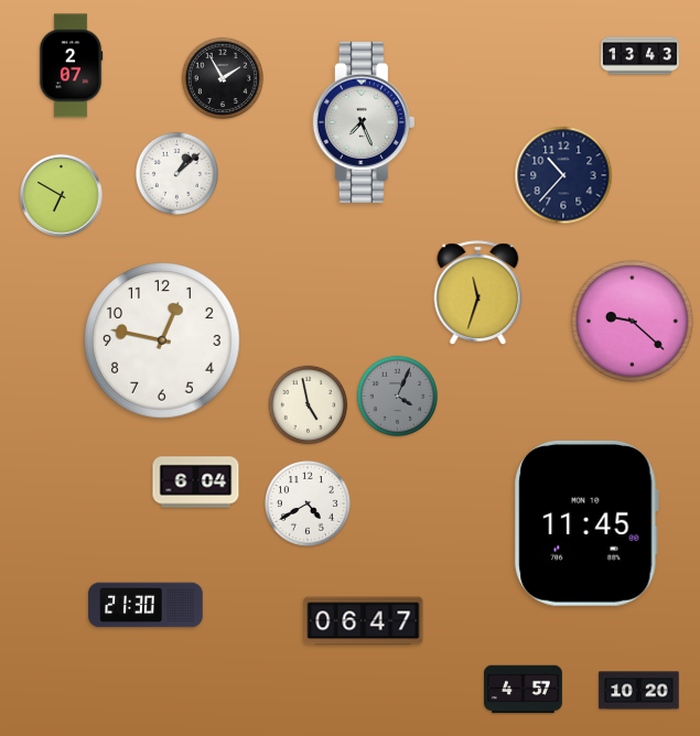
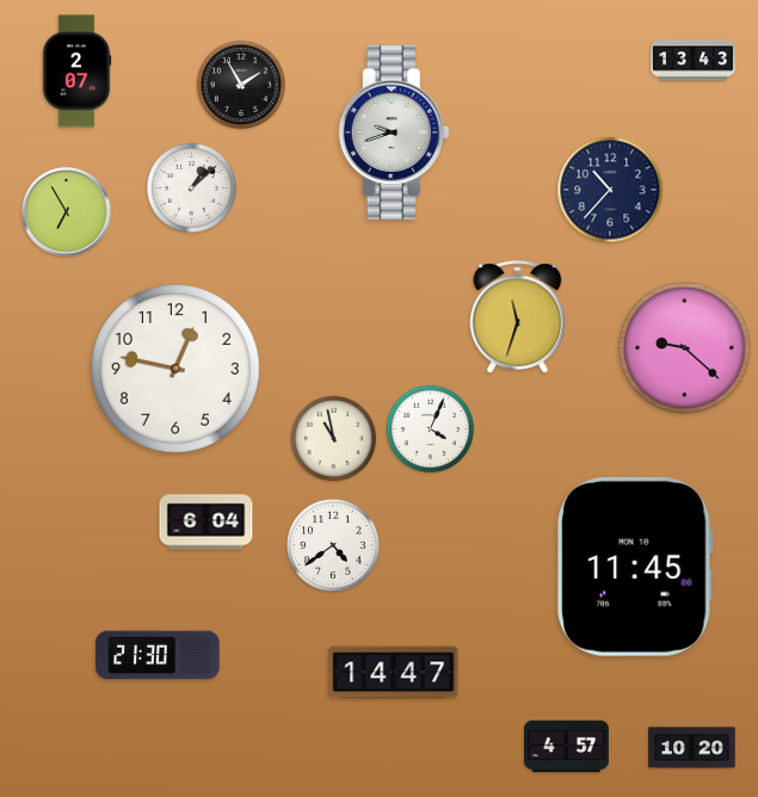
clock at (364, 122): 7:26 -> 9:42
clock at (62, 196): 6:50 -> 6:55
clock at (397, 396) dial: grey -> white
clock at (309, 405): 4:58 -> 10:58
clock at (196, 483) position: (196, 483) -> (207, 523)
clock at (308, 504): 4:40 -> 4:39
clock at (364, 621): 06:47 -> 14:47
